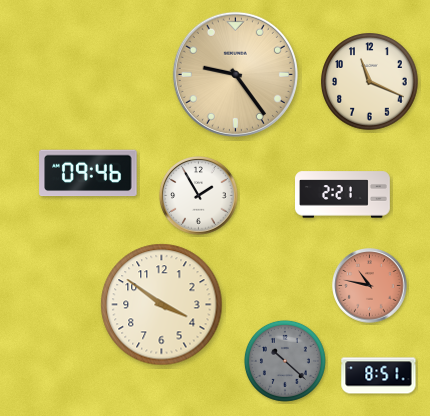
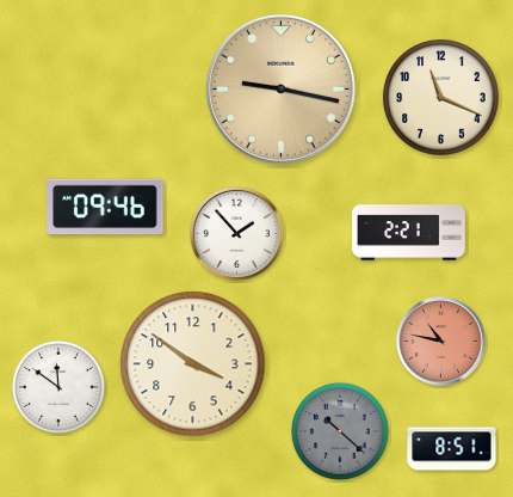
clock at (235, 74): 9:24 -> 9:17
clock at (199, 196): 1:55 -> 1:53
clock at (58, 387): none -> 11:51
